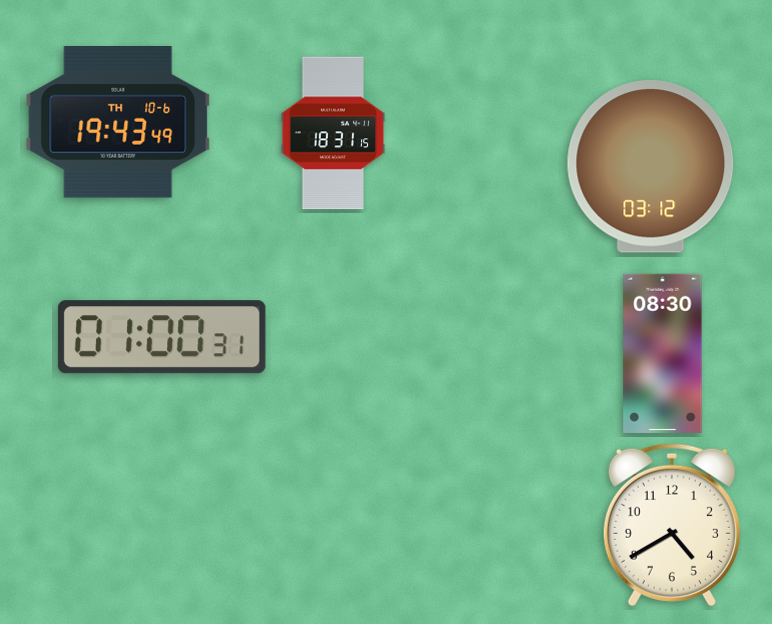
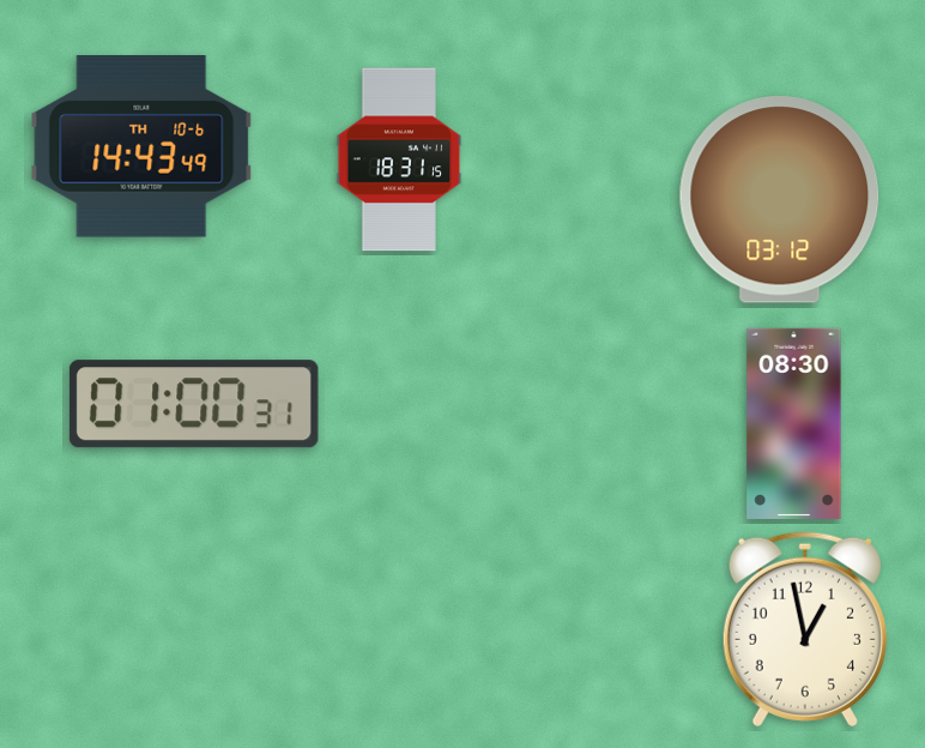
clock at (118, 123): 19:43 -> 14:43
clock at (672, 525): 4:40 -> 12:58
